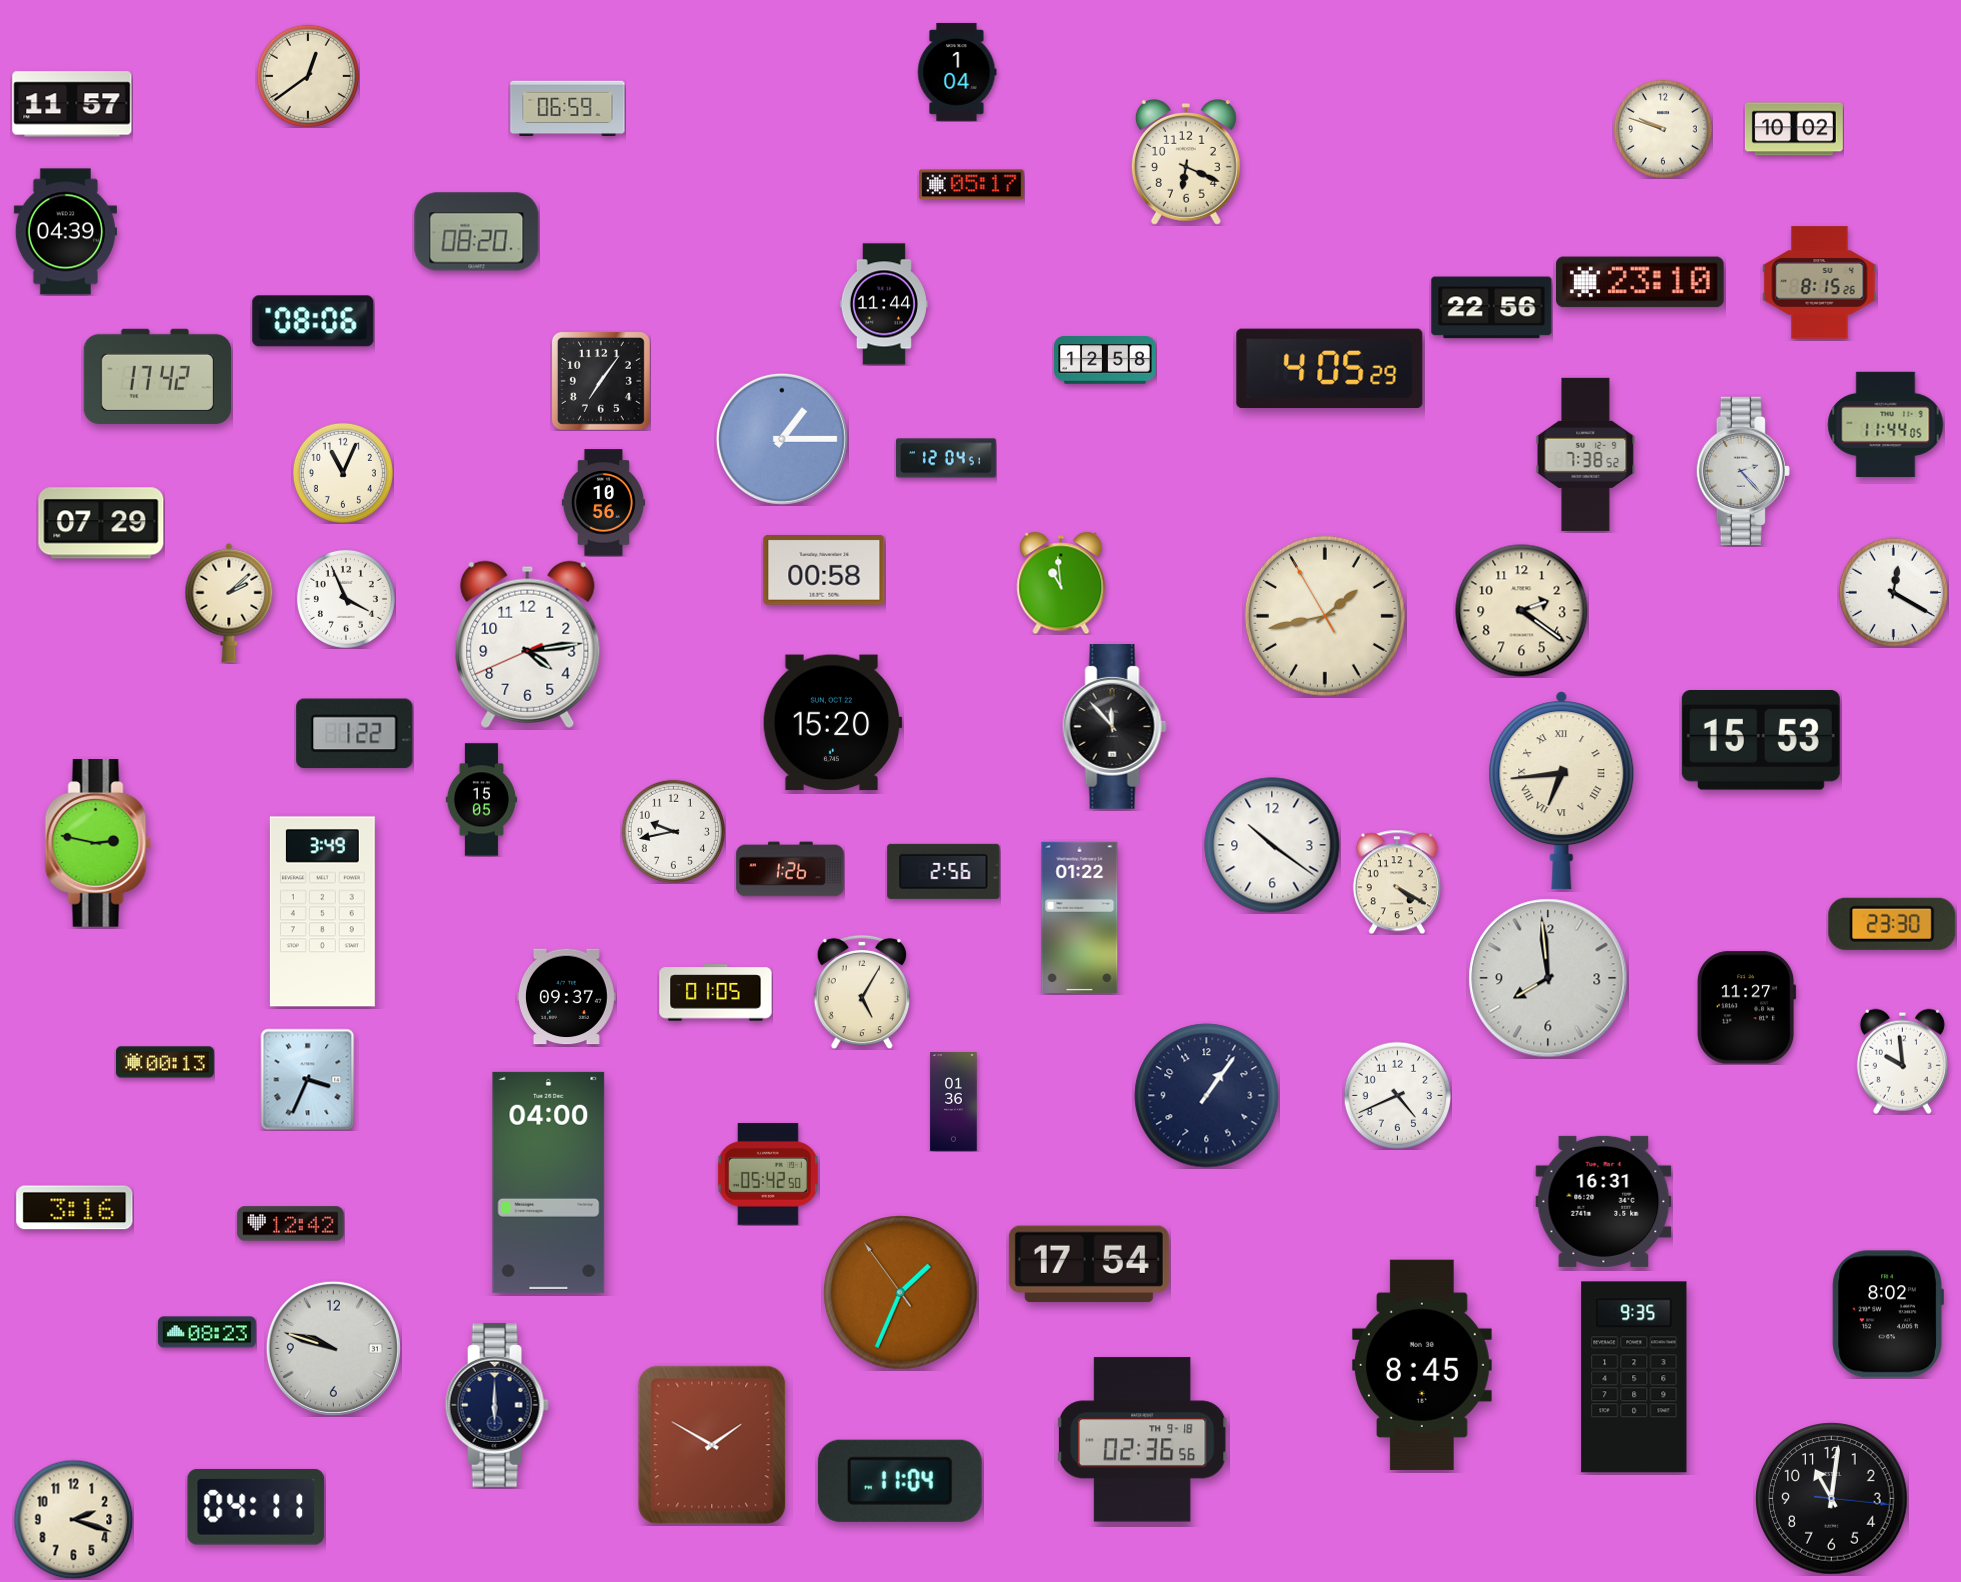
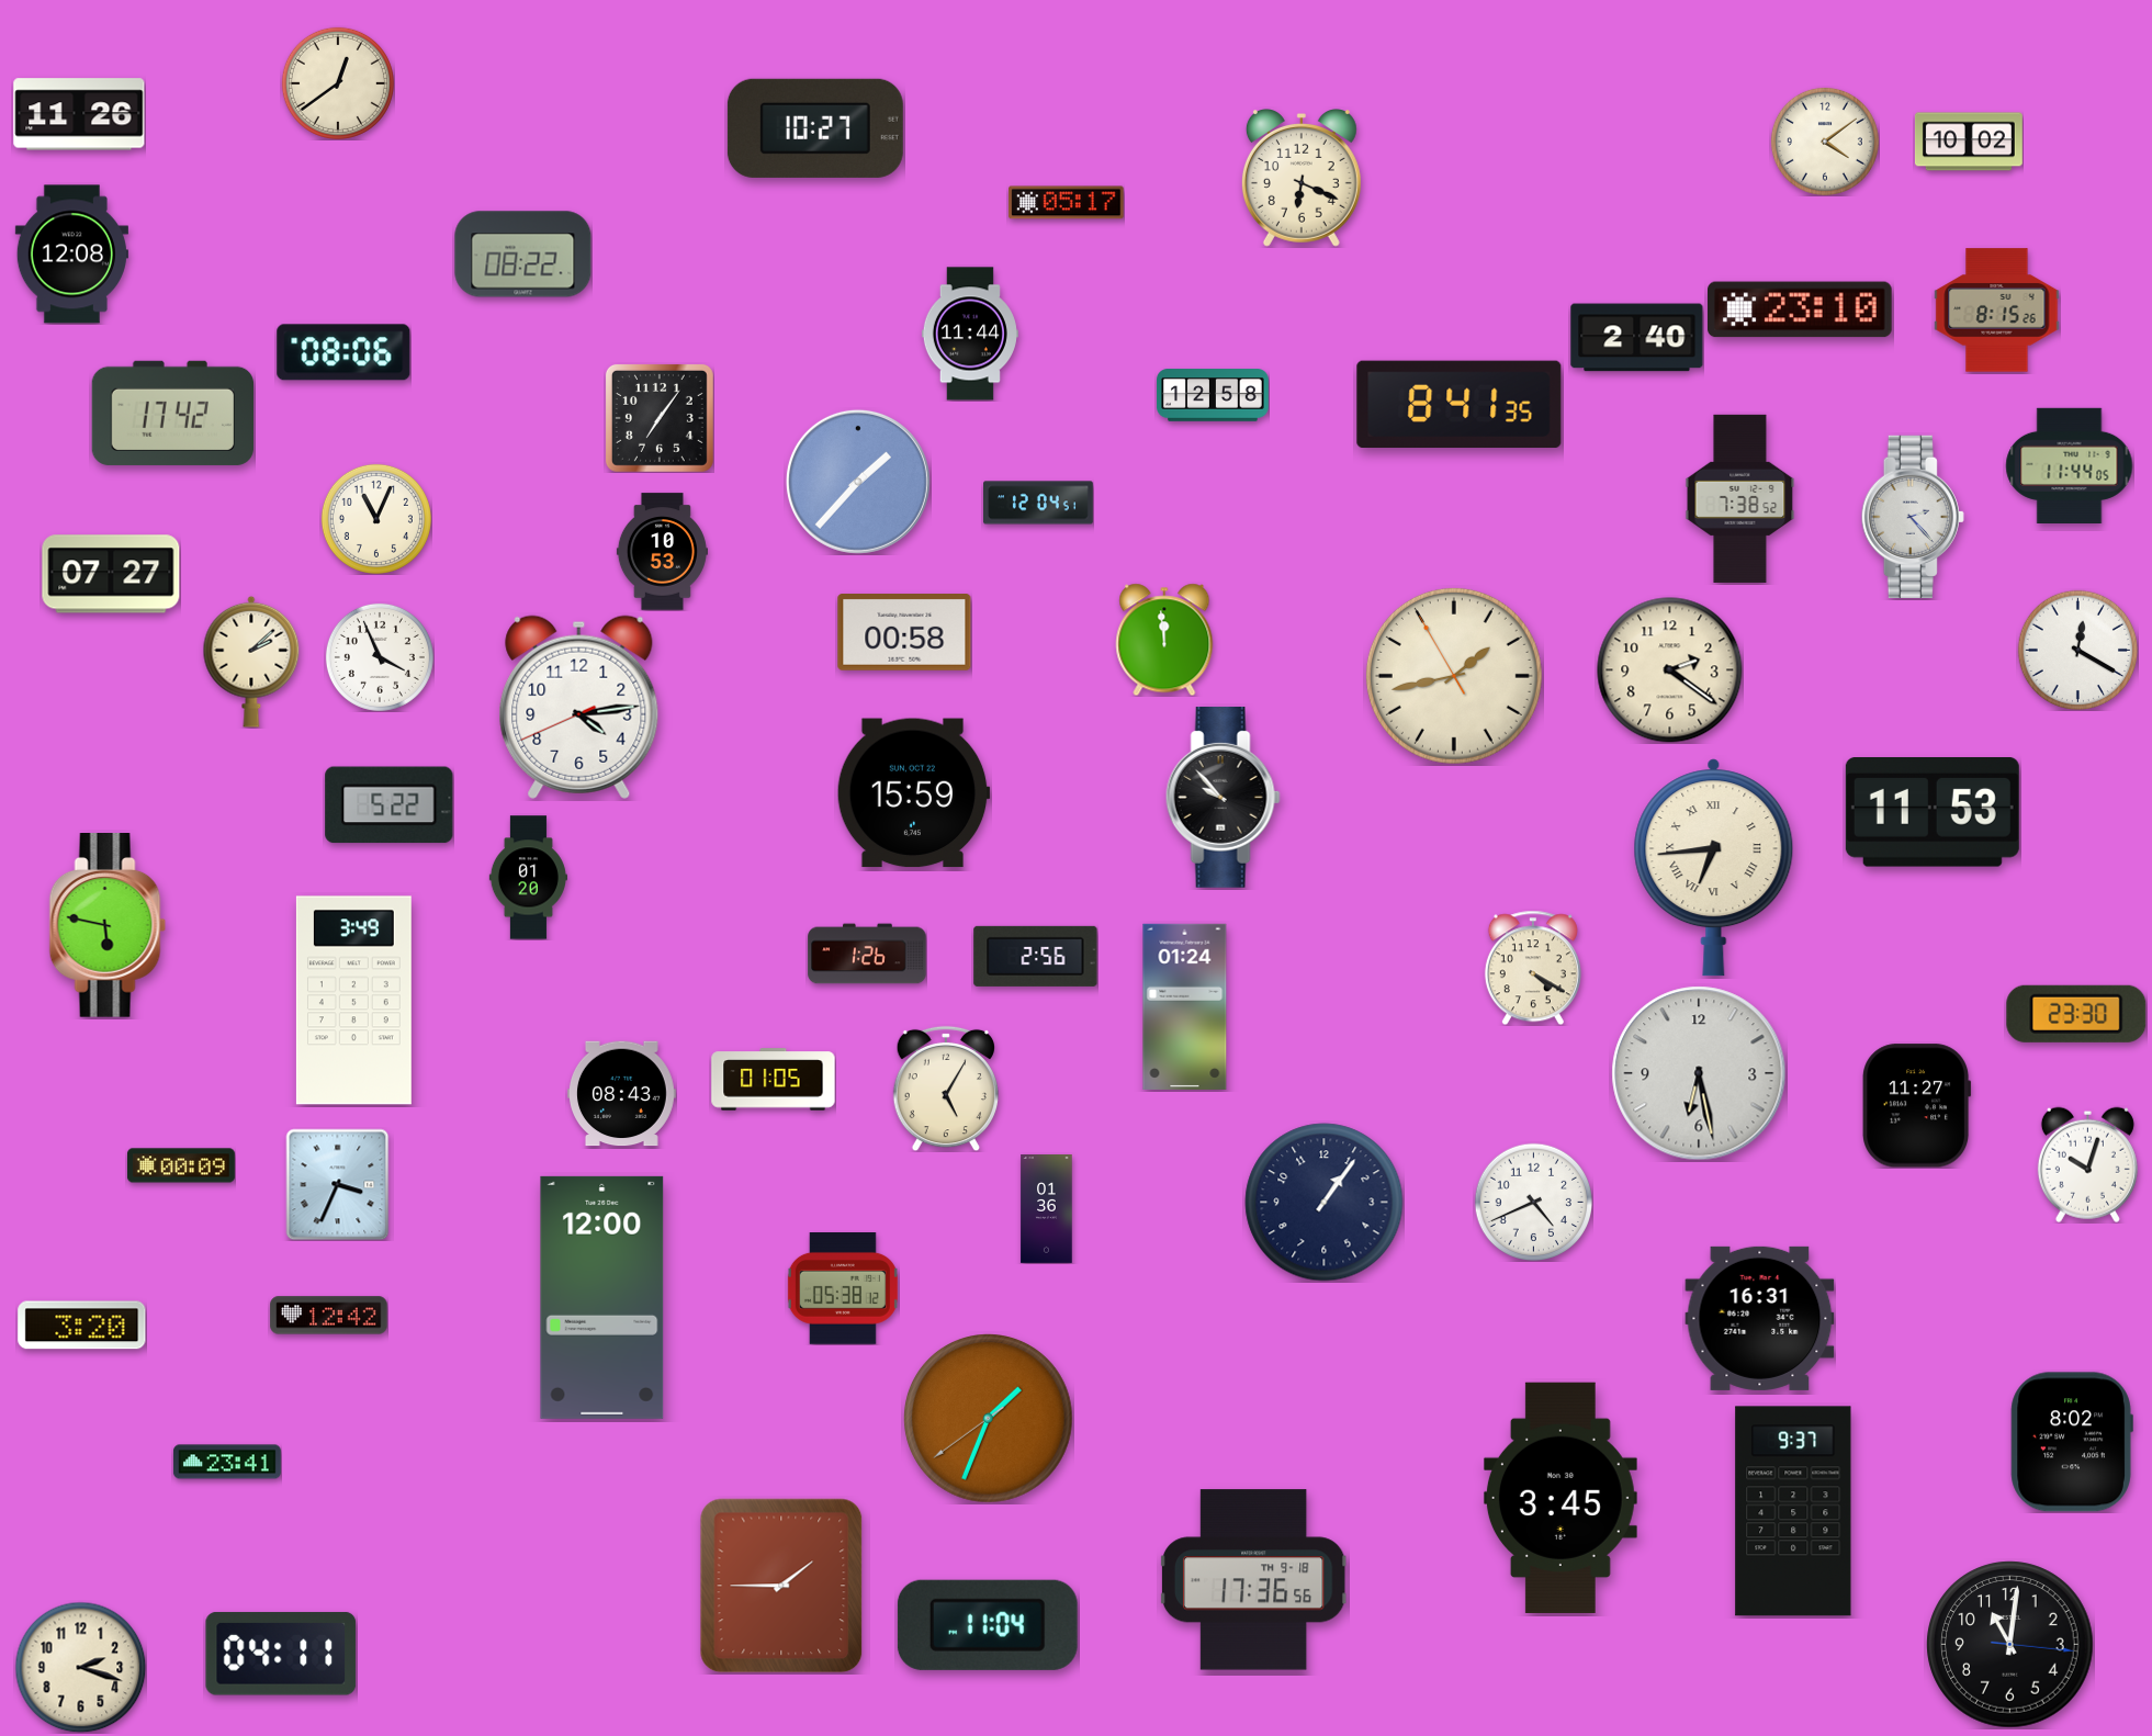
clock at (957, 72): 1:04 -> none
clock at (72, 104): 11:57 -> 11:26
clock at (568, 109): 06:59 -> none
clock at (815, 128): none -> 10:27
clock at (1663, 129): 9:48 -> 4:09
clock at (65, 232): 04:39 -> 12:08
clock at (477, 232): 08:20 -> 08:22
clock at (1492, 308): 22:56 -> 2:40
clock at (1330, 369): 4:05 -> 8:41
clock at (782, 439): 1:15 -> 1:37
clock at (603, 503): 10:56 -> 10:53
clock at (101, 523): 07:29 -> 07:27
clock at (824, 571) position: (824, 571) -> (904, 633)
clock at (1061, 583): 10:59 -> 11:59
clock at (832, 723): 15:20 -> 15:59
clock at (1114, 726): 11:53 -> 9:53
clock at (355, 734): 1:22 -> 5:22
clock at (1761, 741): 15:53 -> 11:53
clock at (481, 800): 15:05 -> 01:20
clock at (673, 831): 9:43 -> none
clock at (98, 844): 2:47 -> 5:47
clock at (1272, 845): 10:21 -> none
clock at (1080, 917): 01:22 -> 01:24
clock at (1548, 978): 7:59 -> 6:28
clock at (716, 993) position: (716, 993) -> (774, 1080)
clock at (566, 997): 09:37 -> 08:43
clock at (1902, 1061): 9:59 -> 10:03
clock at (165, 1062): 00:13 -> 00:09
clock at (768, 1175): 05:42 -> 05:38
clock at (549, 1182): 04:00 -> 12:00
clock at (75, 1208): 3:16 -> 3:20
clock at (291, 1224) position: (291, 1224) -> (329, 1316)
clock at (1089, 1263): 17:54 -> none
clock at (901, 1293): 1:33:54 -> 1:33:39
clock at (207, 1332): 08:23 -> 23:41
clock at (333, 1348): 9:48 -> none
clock at (1422, 1365): 8:45 -> 3:45
clock at (1634, 1377): 9:35 -> 9:37
clock at (497, 1405): 6:00 -> none
clock at (1143, 1440): 02:36 -> 17:36
clock at (712, 1445): 1:50 -> 1:45
